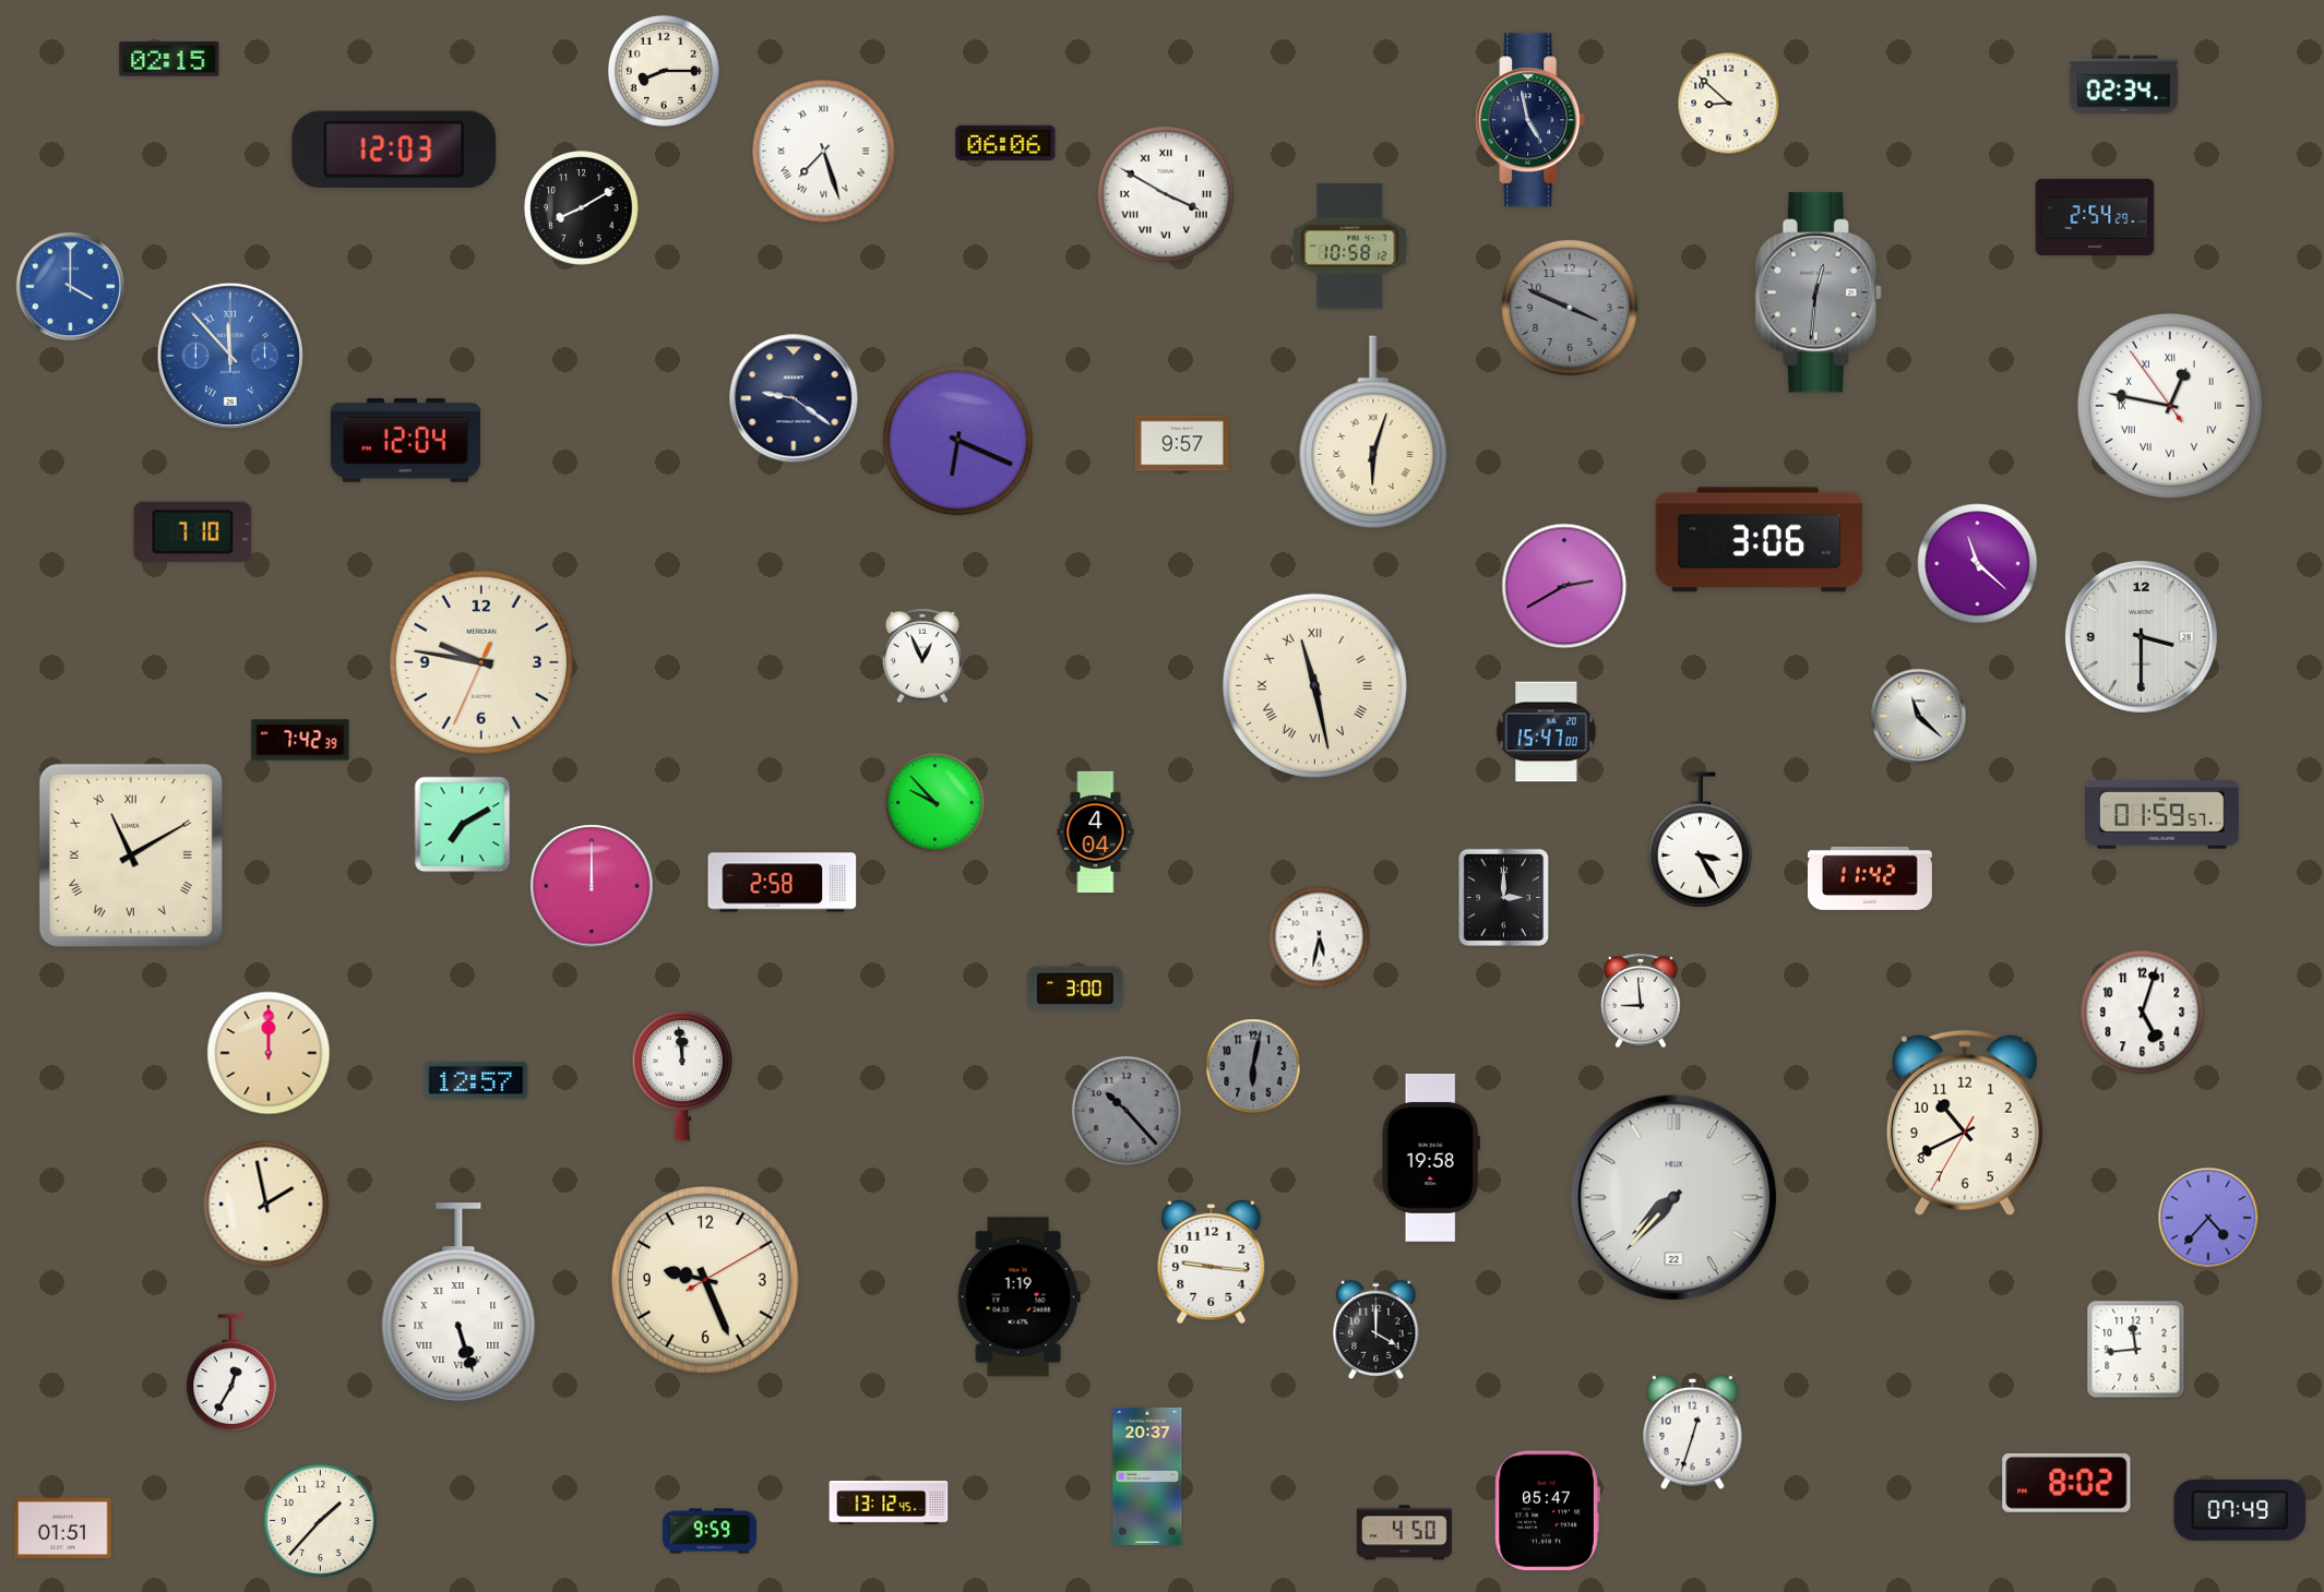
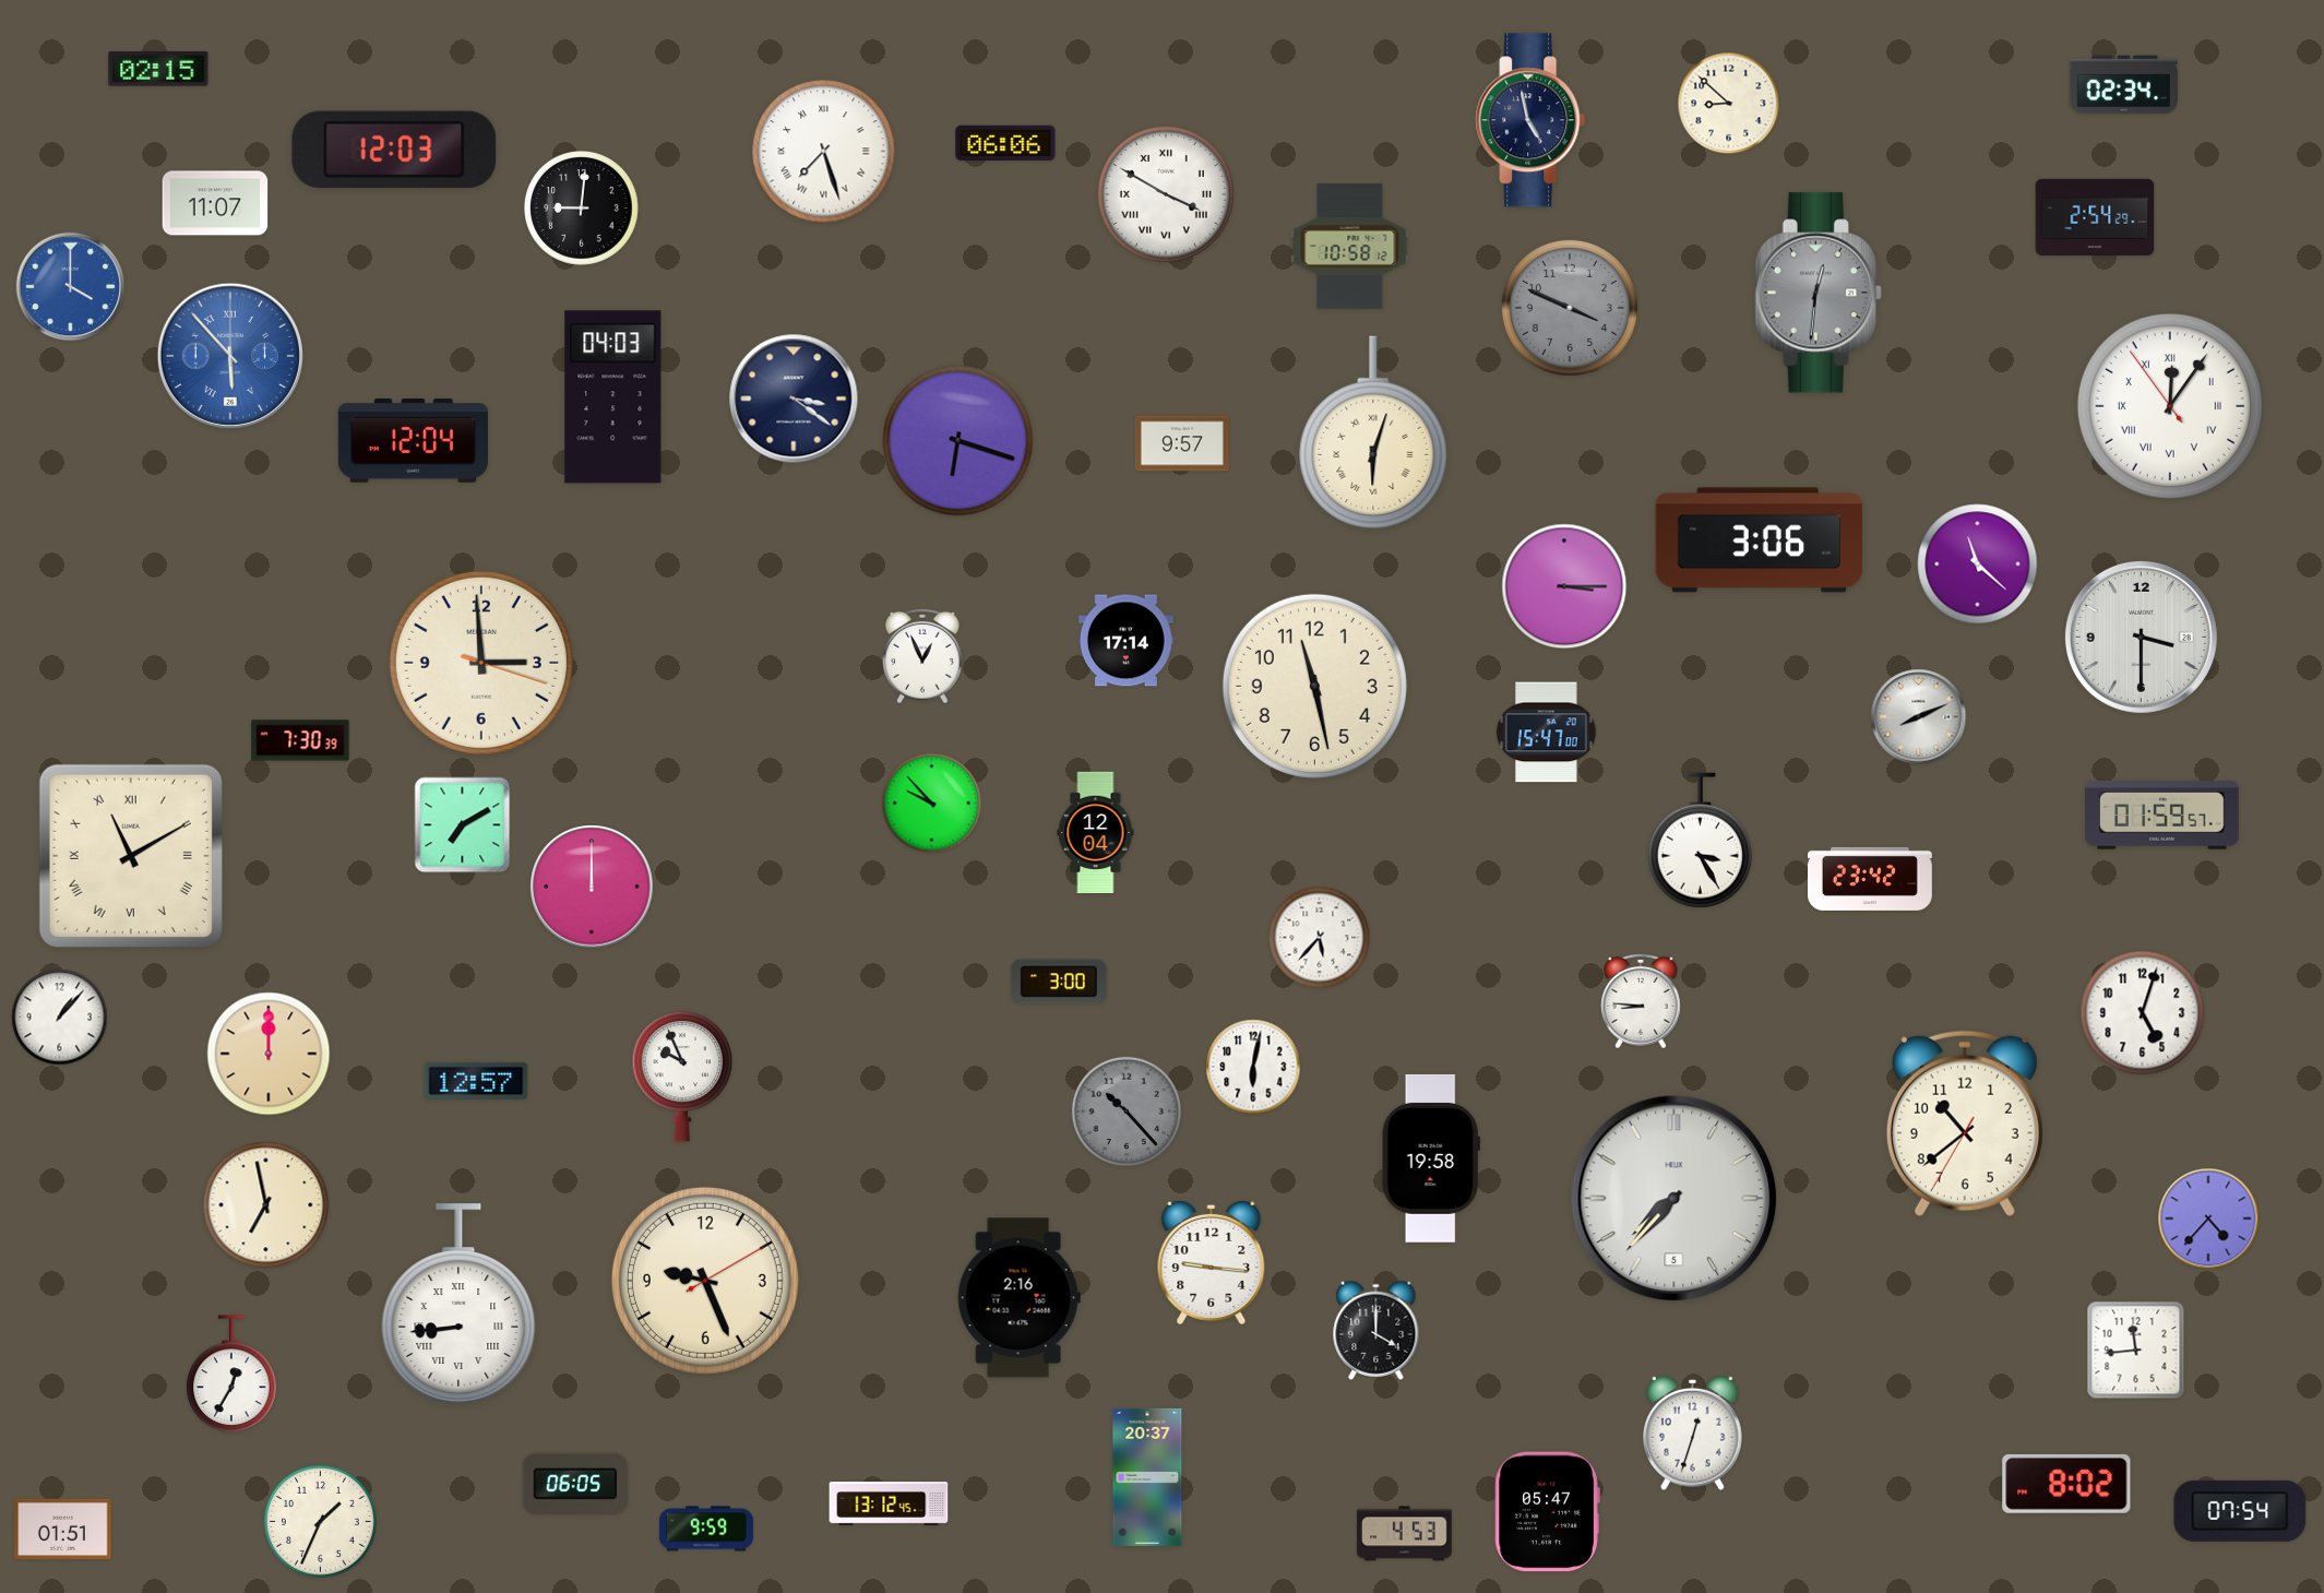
clock at (169, 59) position: (169, 59) -> (158, 69)
clock at (664, 71): 8:15 -> none
clock at (215, 203): none -> 11:07
clock at (582, 208): 8:10 -> 9:01
clock at (230, 356): 11:53 -> 5:53
clock at (613, 397): none -> 04:03
clock at (794, 398): 9:21 -> 3:21
clock at (2170, 406): 12:46 -> 12:05
clock at (405, 441) position: (405, 441) -> (413, 441)
clock at (958, 441): 6:19 -> 6:18
clock at (193, 531): 7:10 -> none
clock at (1564, 586): 2:40 -> 3:15
clock at (1125, 641): none -> 17:14
clock at (481, 662): 9:46 -> 2:59
clock at (1314, 685) numerals: Roman -> Arabic
clock at (1919, 717): 11:22 -> 8:11
clock at (300, 740): 7:42 -> 7:30
clock at (935, 803) position: (935, 803) -> (932, 804)
clock at (1096, 831): 4:04 -> 12:04
clock at (1871, 878): 11:42 -> 23:42
clock at (783, 883): 2:58 -> none
clock at (1503, 897): 3:00 -> none
clock at (1320, 937): 5:32 -> 5:37
clock at (1075, 989) position: (1075, 989) -> (1059, 982)
clock at (1641, 1001): 8:59 -> 8:46
clock at (60, 1018): none -> 1:07
clock at (1253, 1066) dial: grey -> white
clock at (682, 1076): 11:59 -> 9:56
clock at (1965, 1123): 10:40 -> 10:38
clock at (1675, 1198) date: 22 -> 5
clock at (266, 1205): 1:58 -> 6:58
clock at (1018, 1297): 1:19 -> 2:16
clock at (458, 1303): 5:27 -> 8:44
clock at (575, 1484): none -> 06:05
clock at (2240, 1510): 07:49 -> 07:54
clock at (320, 1520): 1:37 -> 1:34
clock at (710, 1531) position: (710, 1531) -> (706, 1529)
clock at (1404, 1533): 4:50 -> 4:53
